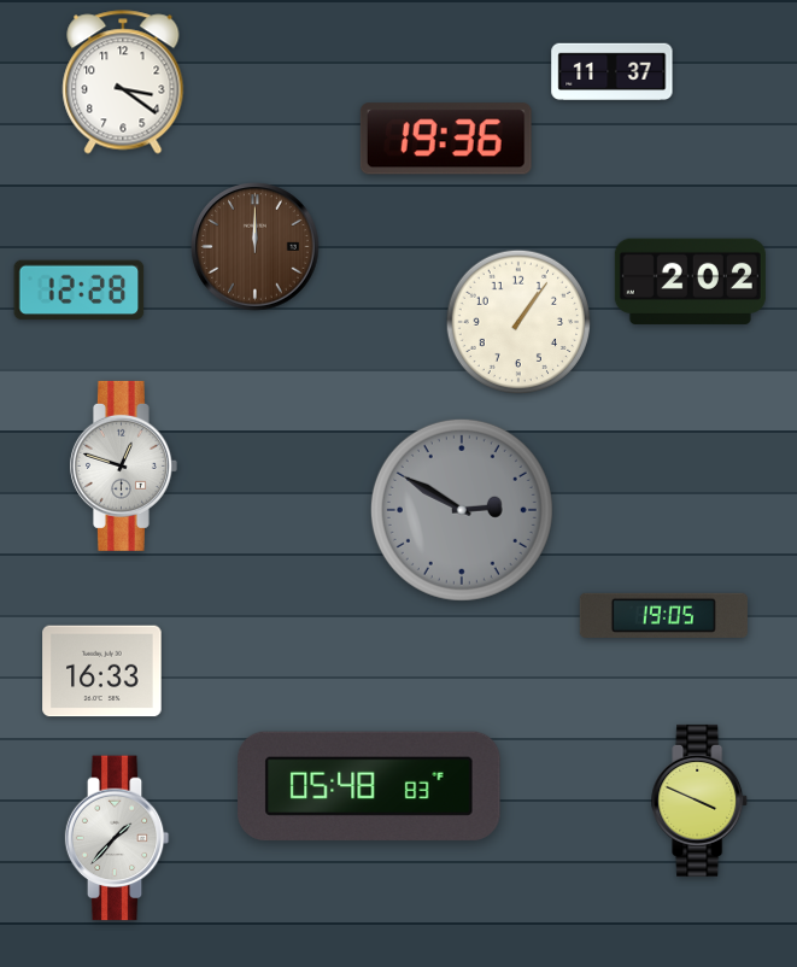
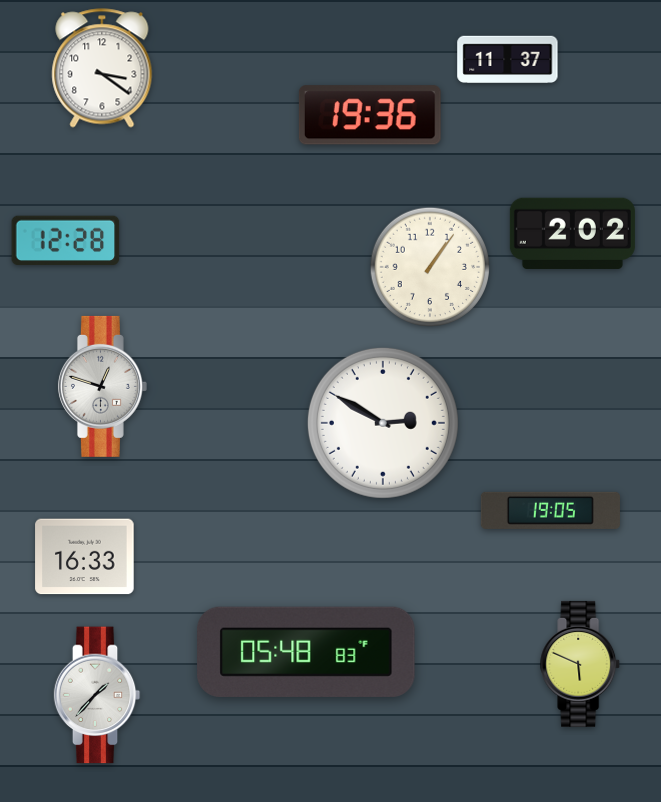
clock at (256, 247): 12:00 -> none
clock at (462, 510) dial: grey -> white
clock at (701, 801): 3:49 -> 5:49
